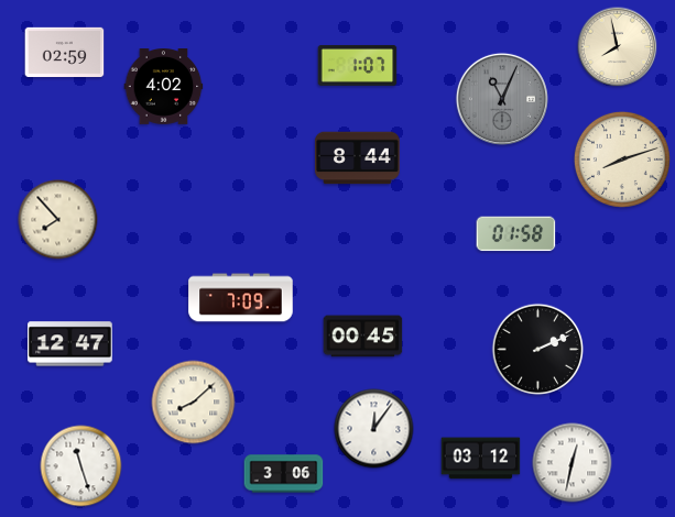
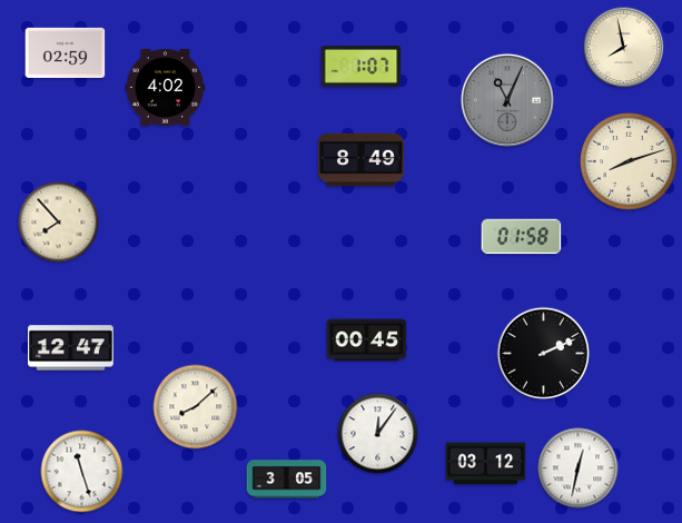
clock at (358, 158): 8:44 -> 8:49
clock at (241, 298): 7:09 -> none
clock at (284, 474): 3:06 -> 3:05
